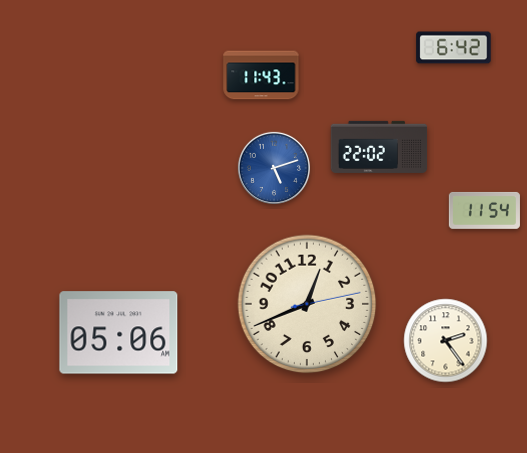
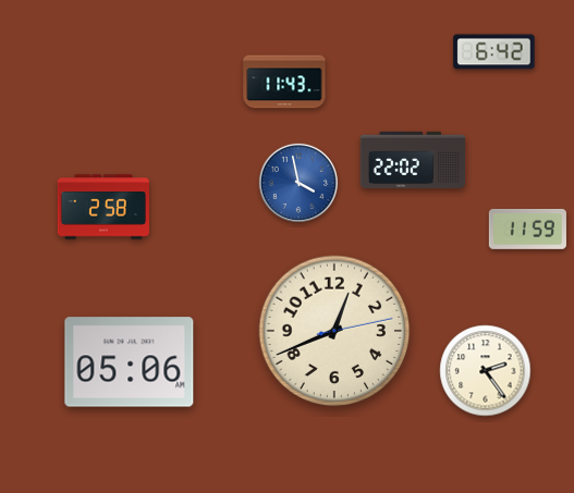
clock at (274, 168): 5:12 -> 3:58
clock at (103, 207): none -> 2:58
clock at (484, 210): 11:54 -> 11:59
